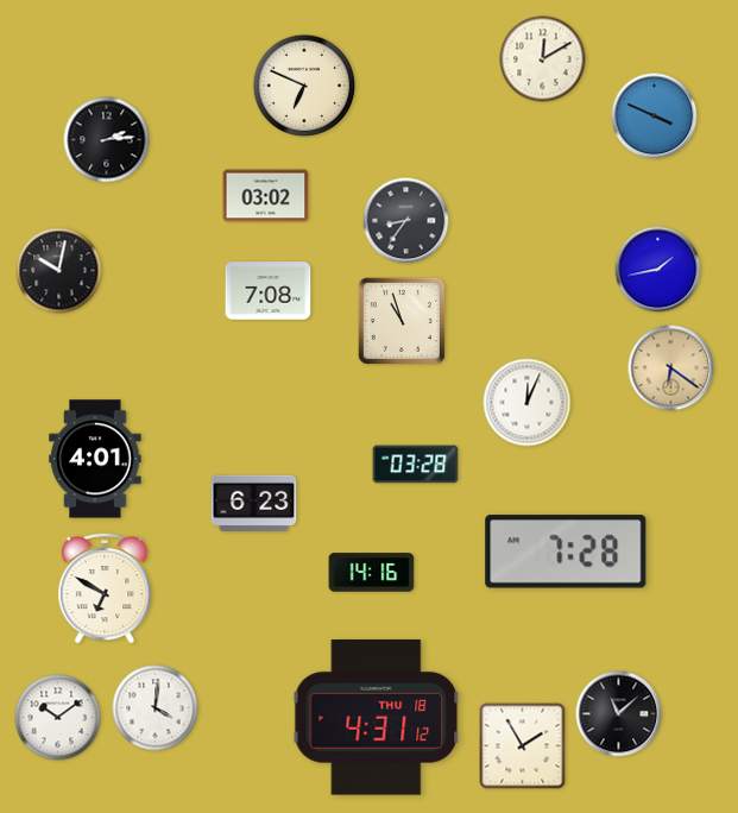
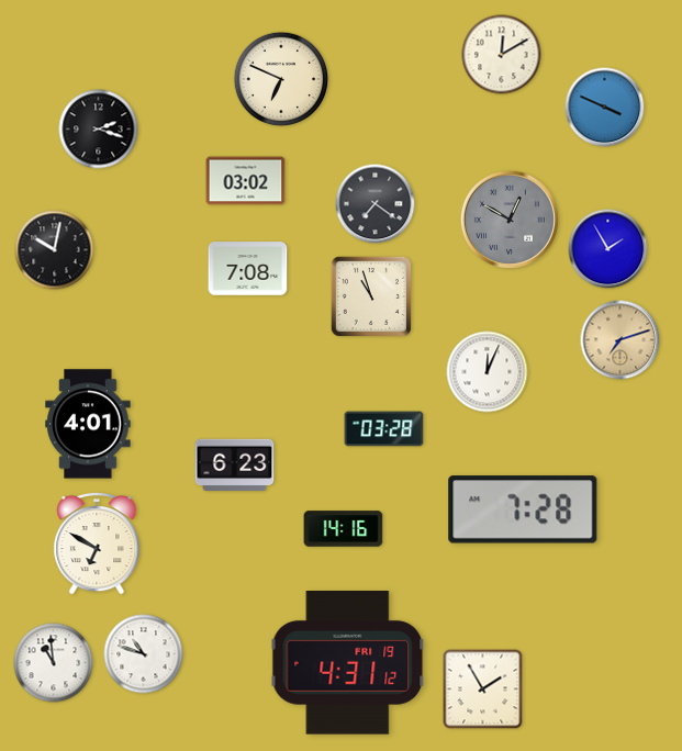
clock at (107, 140): 2:14 -> 2:18
clock at (406, 221): 8:36 -> 7:21
clock at (510, 220): none -> 12:50
clock at (658, 270): 1:43 -> 1:55
clock at (671, 368): 6:21 -> 7:12
clock at (156, 708): 4:01 -> 10:48
clock at (619, 714): 11:08 -> none
clock at (58, 718): 10:09 -> 10:59
clock at (377, 718) date: THU 18 -> FRI 19
